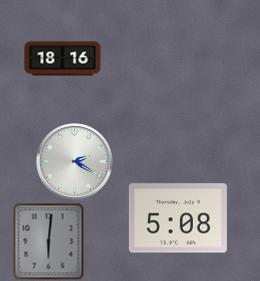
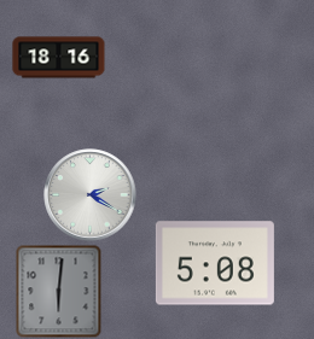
clock at (63, 59) position: (63, 59) -> (59, 58)
